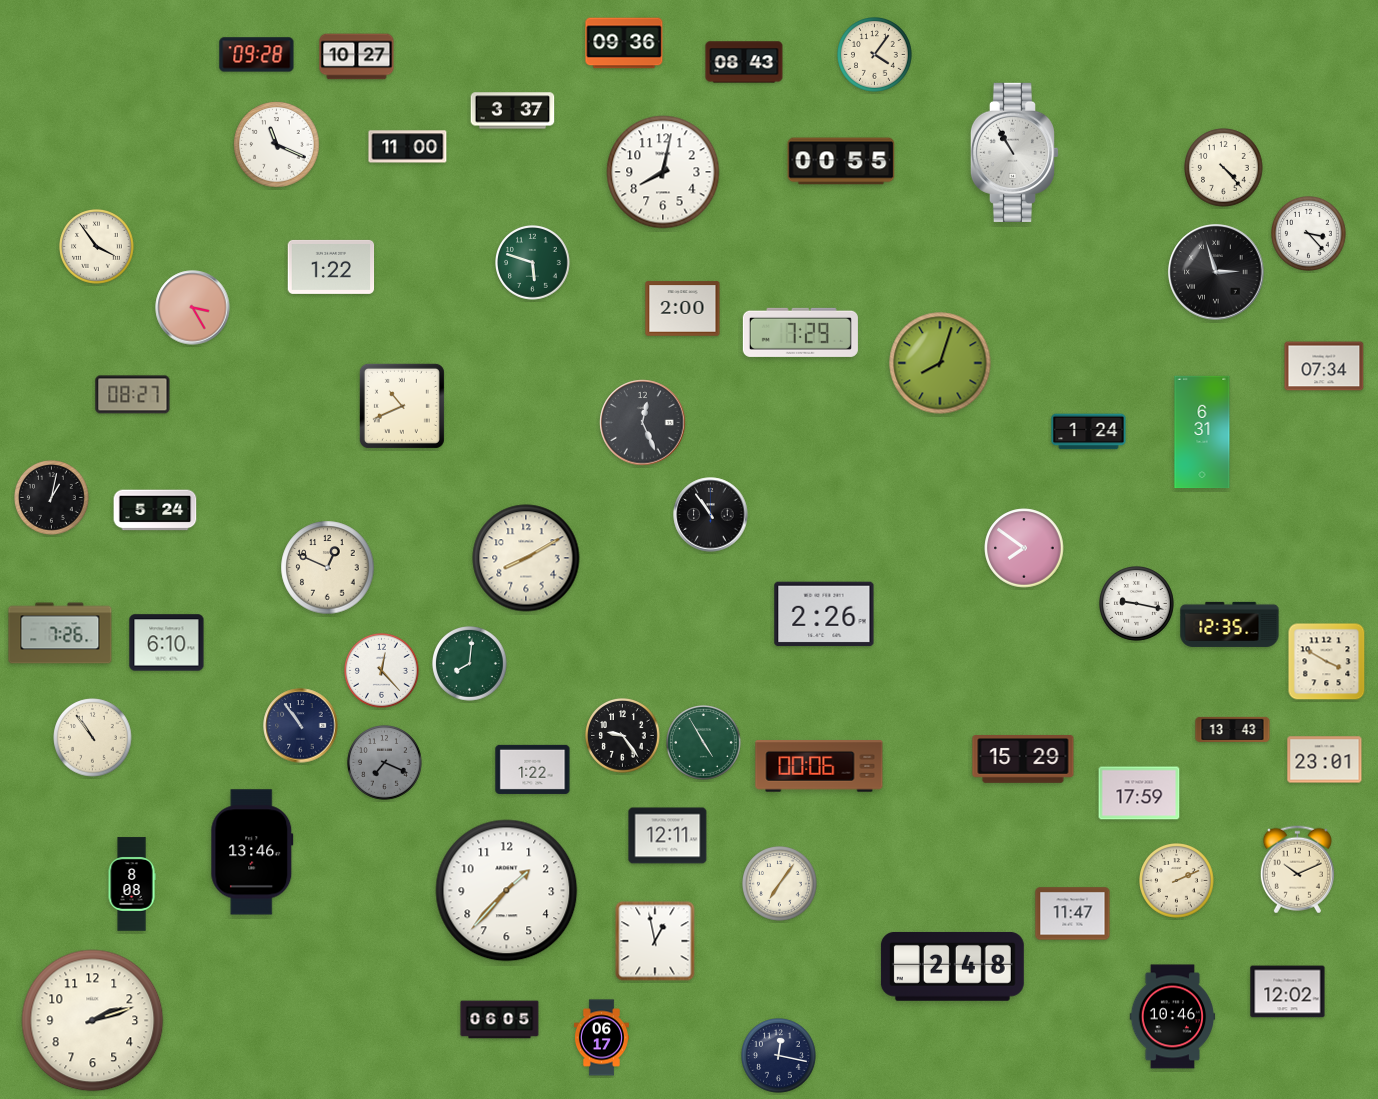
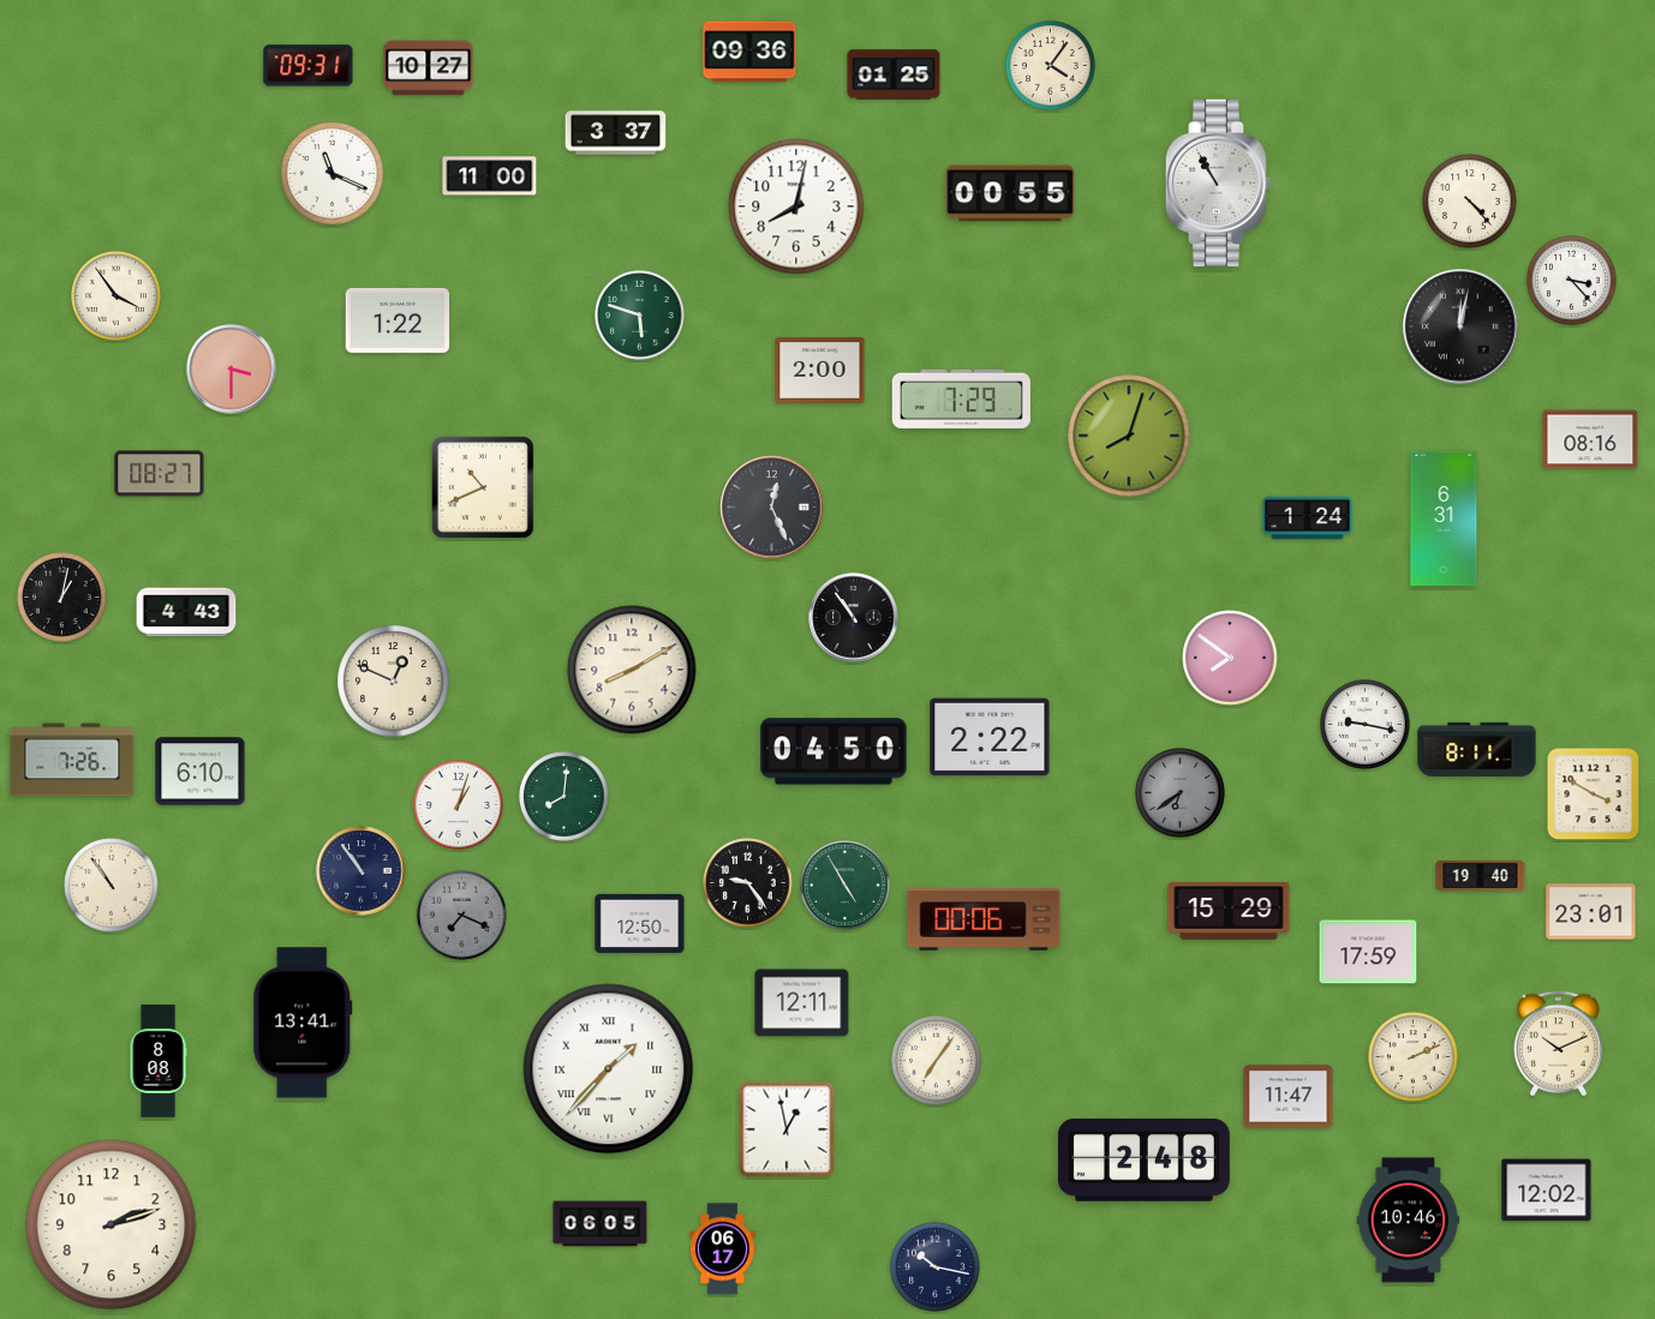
clock at (257, 55): 09:28 -> 09:31
clock at (744, 62): 08:43 -> 01:25
clock at (1216, 272): 2:57 -> 12:02
clock at (193, 308): 3:25 -> 3:30
clock at (1324, 366): 07:34 -> 08:16
clock at (155, 510): 5:24 -> 4:43
clock at (824, 614): 2:26 -> 2:22
clock at (1230, 624): 12:35 -> 8:11
clock at (834, 751): none -> 04:50
clock at (1181, 793): none -> 6:39
clock at (382, 671): 12:23 -> 1:03
clock at (1233, 729): 13:43 -> 19:40
clock at (704, 743) position: (704, 743) -> (846, 886)
clock at (533, 769): 1:22 -> 12:50
clock at (252, 852): 13:46 -> 13:41
clock at (507, 891) numerals: Arabic -> Roman
clock at (601, 1038) position: (601, 1038) -> (722, 1249)
clock at (779, 1056): 12:17 -> 10:17
